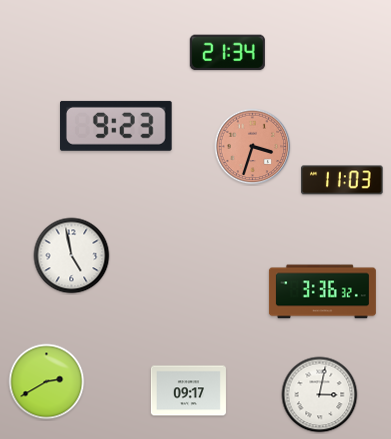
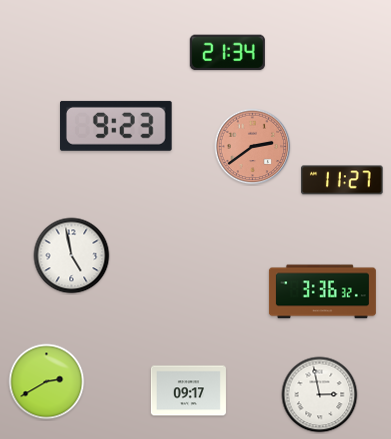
clock at (253, 147): 3:33 -> 2:39
clock at (342, 180): 11:03 -> 11:27
clock at (320, 395): 3:02 -> 2:58
